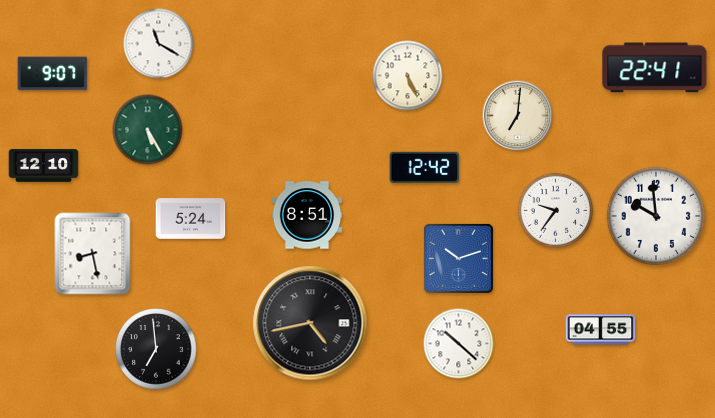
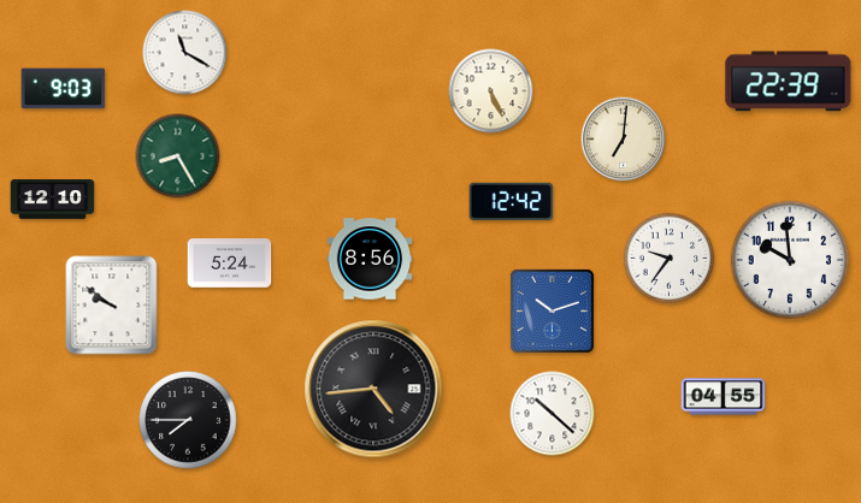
clock at (159, 44) position: (159, 44) -> (185, 53)
clock at (655, 68): 22:41 -> 22:39
clock at (53, 74): 9:07 -> 9:03
clock at (148, 130): 5:25 -> 8:25
clock at (556, 211) position: (556, 211) -> (670, 259)
clock at (307, 215): 8:51 -> 8:56
clock at (93, 254): 8:28 -> 9:51
clock at (310, 323): 4:43 -> 4:44
clock at (156, 349): 6:59 -> 7:45
